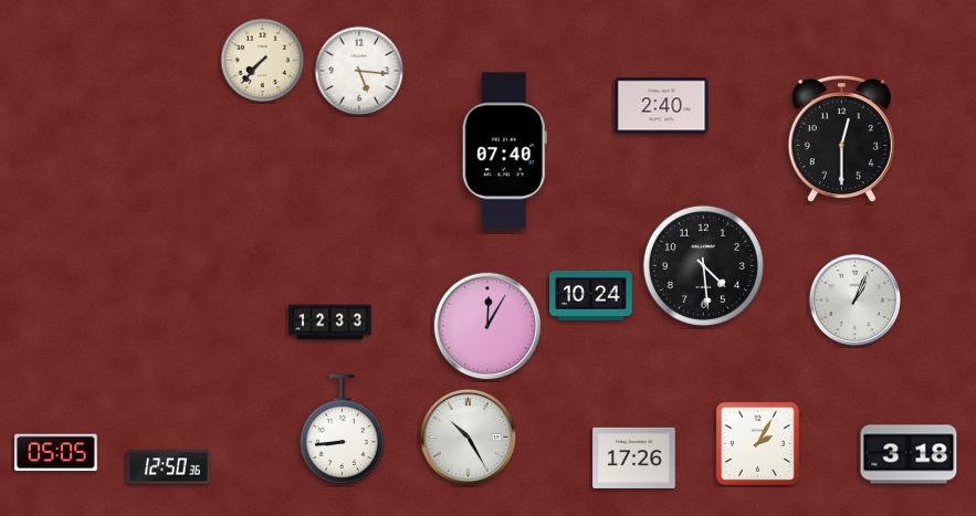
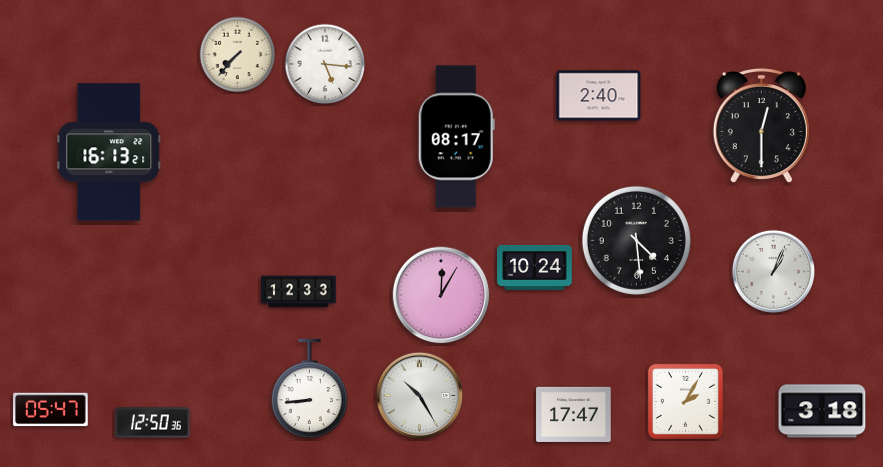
clock at (504, 151): 07:40 -> 08:17
clock at (109, 152): none -> 16:13
clock at (468, 436) position: (468, 436) -> (419, 395)
clock at (56, 453): 05:05 -> 05:47
clock at (634, 457): 17:26 -> 17:47
